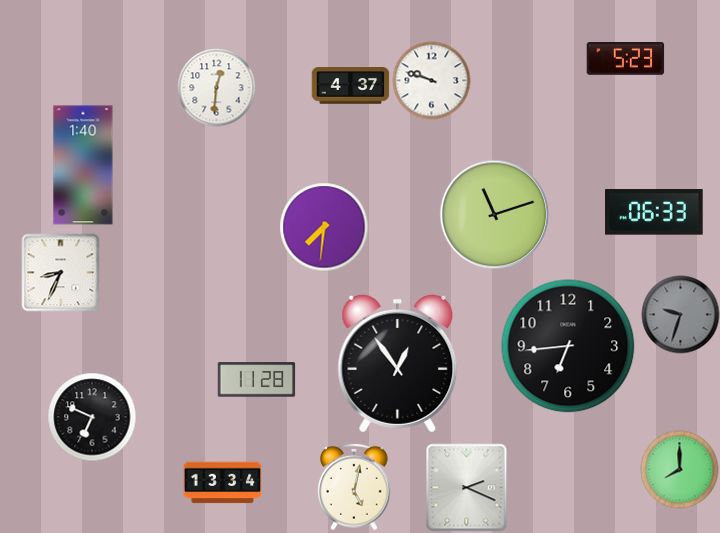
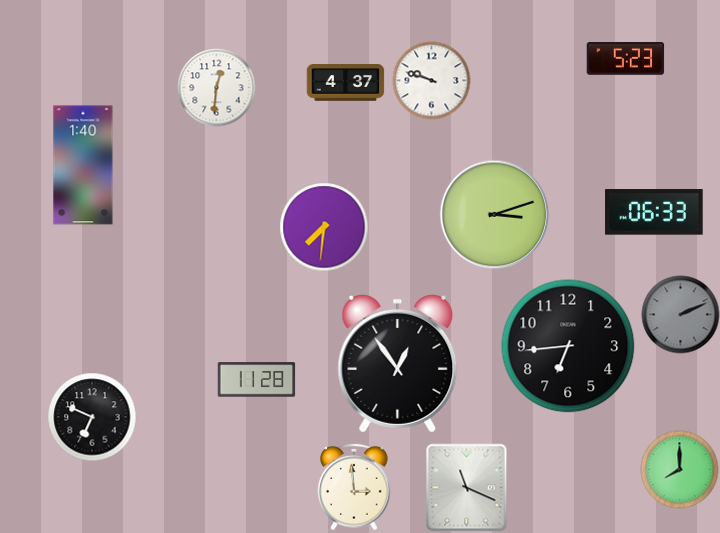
clock at (350, 86) position: (350, 86) -> (345, 83)
clock at (494, 214): 11:12 -> 3:12
clock at (60, 272): 8:34 -> none
clock at (680, 314): 9:33 -> 2:11
clock at (222, 483): 13:34 -> none
clock at (354, 487): 5:02 -> 2:59
clock at (467, 487): 2:19 -> 11:19
